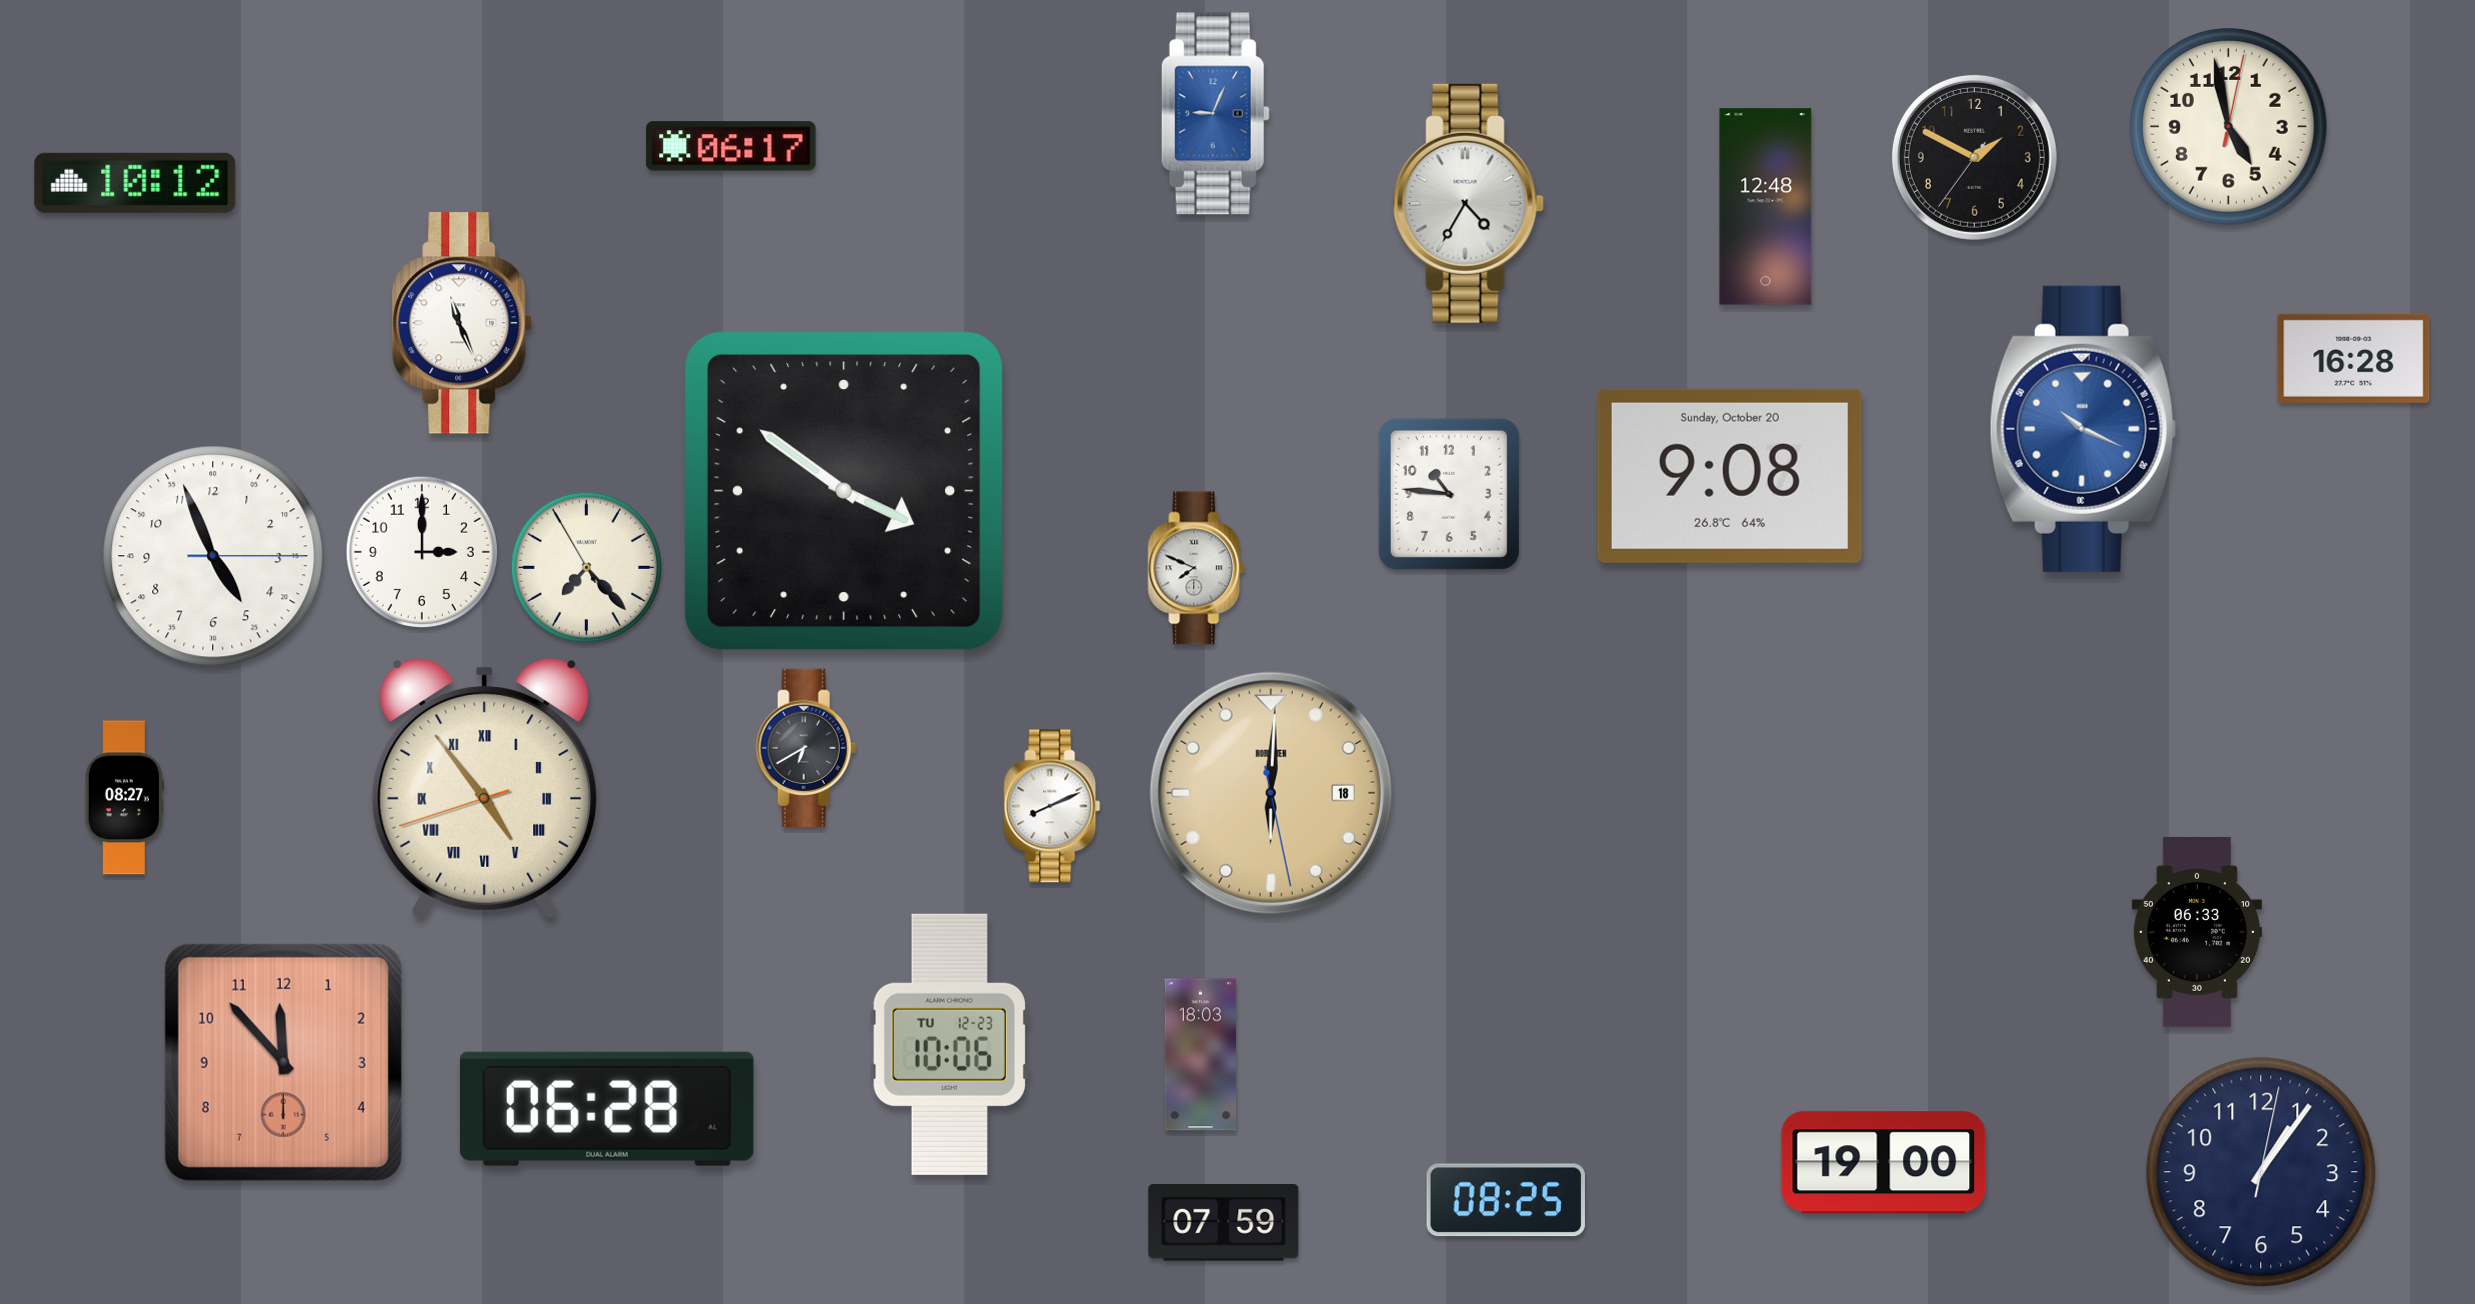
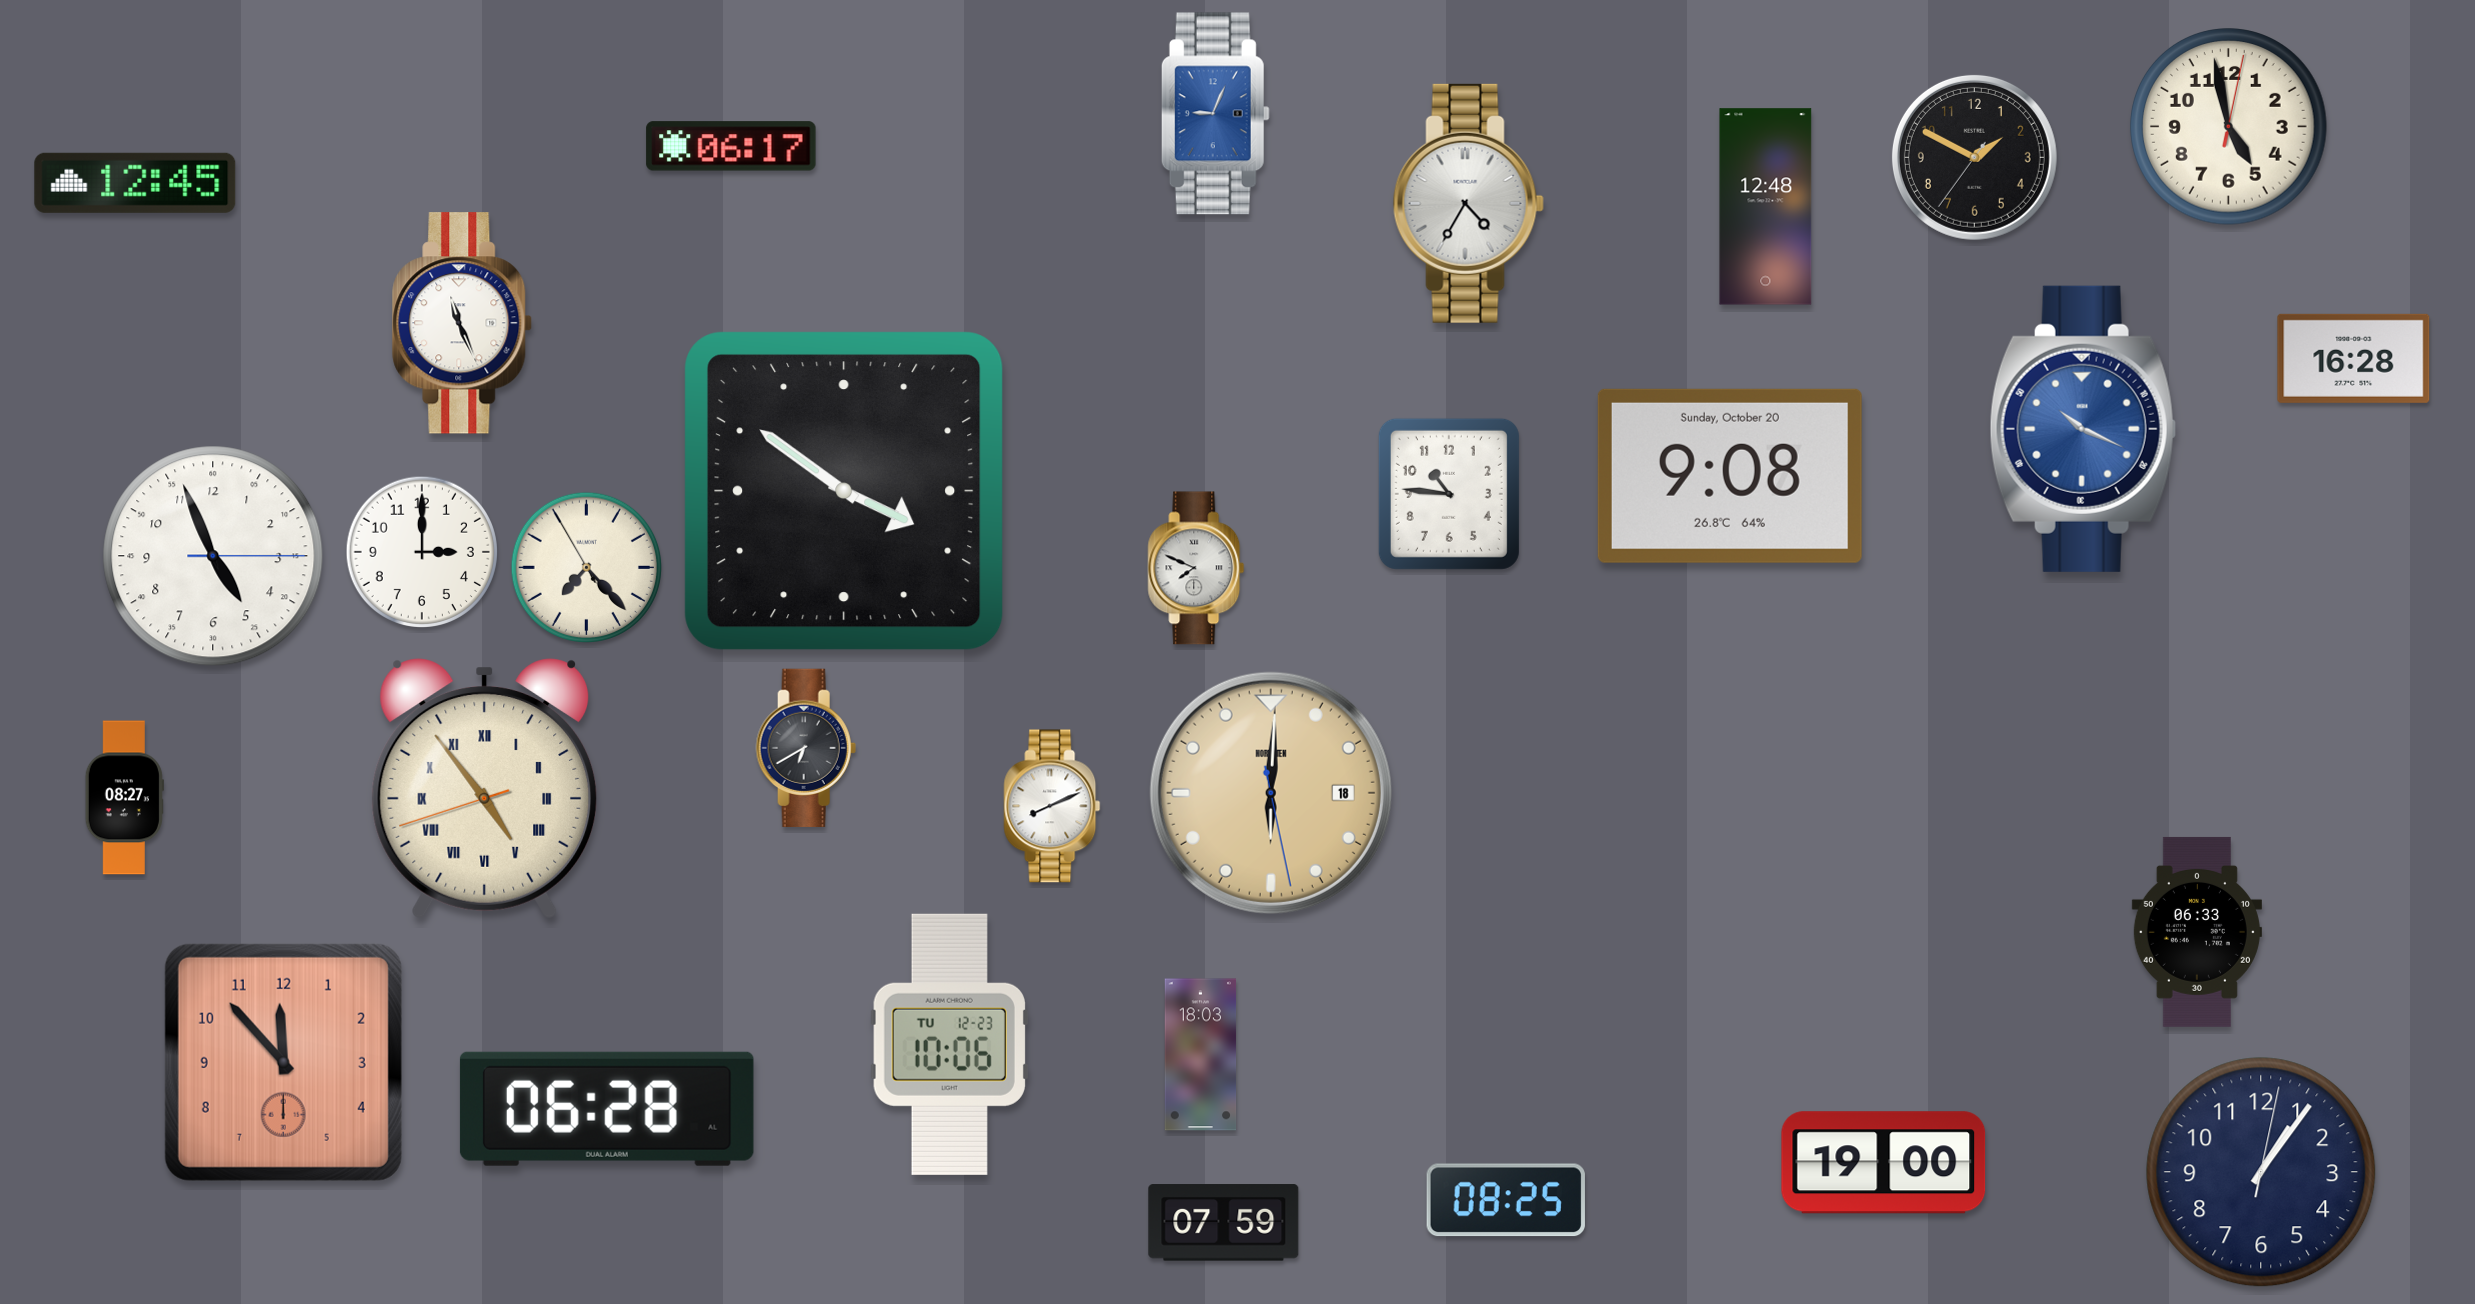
clock at (135, 183): 10:12 -> 12:45
